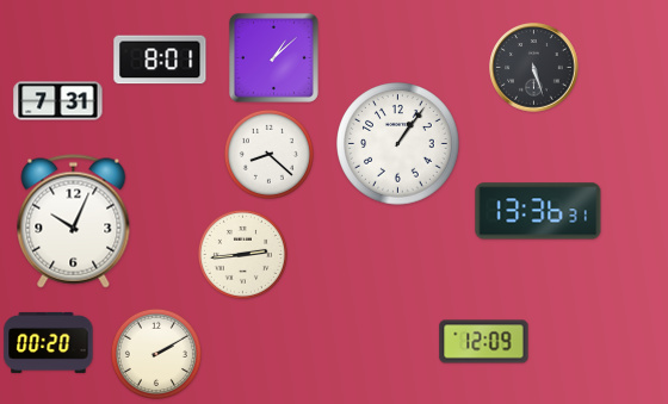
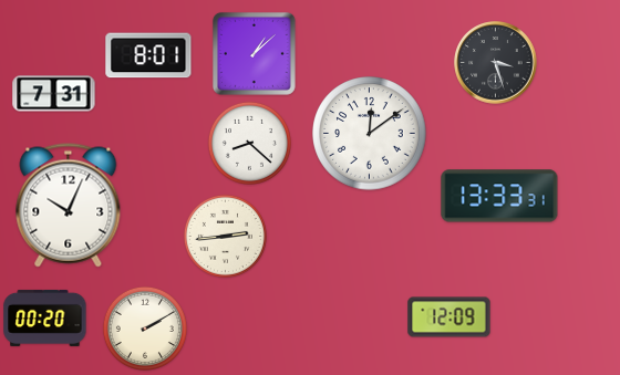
clock at (534, 68): 5:27 -> 3:27
clock at (398, 144): 1:06 -> 12:09
clock at (538, 211): 13:36 -> 13:33
